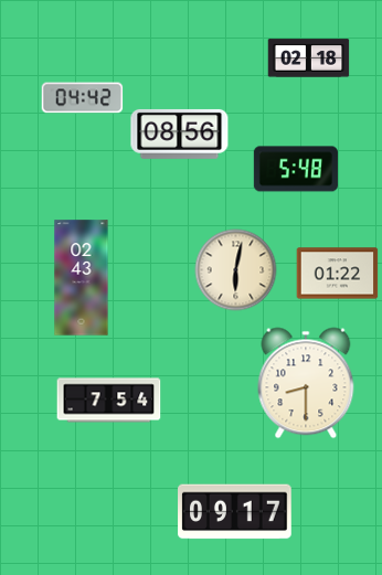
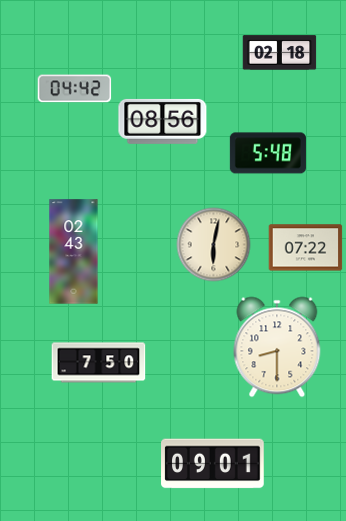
clock at (338, 274): 01:22 -> 07:22
clock at (109, 401): 7:54 -> 7:50
clock at (235, 512): 09:17 -> 09:01
